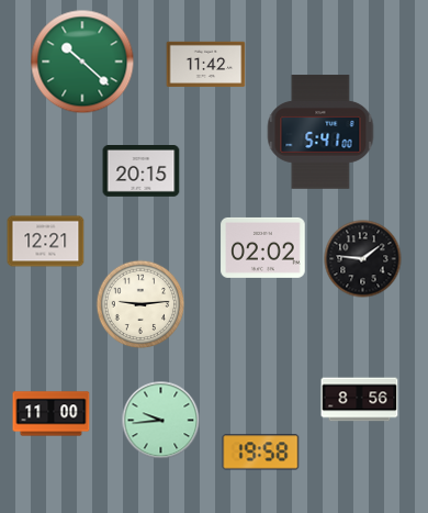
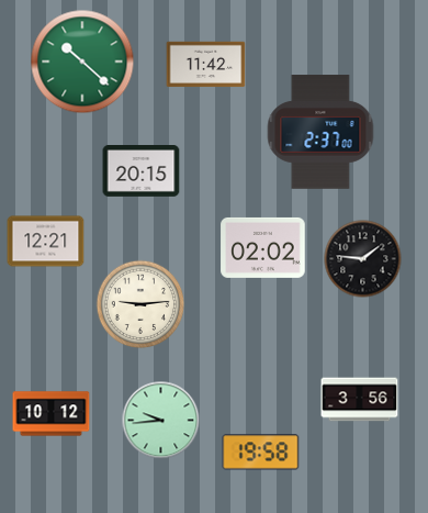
clock at (320, 132): 5:41 -> 2:37
clock at (360, 400): 8:56 -> 3:56
clock at (52, 414): 11:00 -> 10:12
